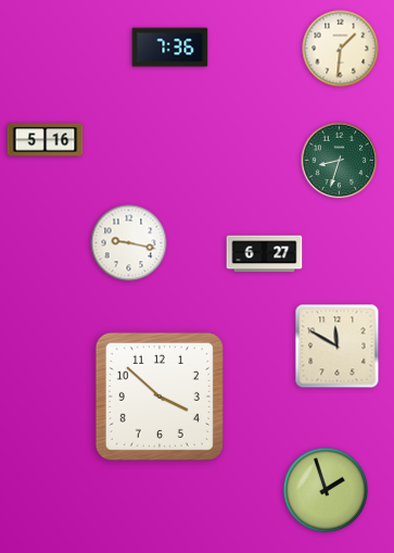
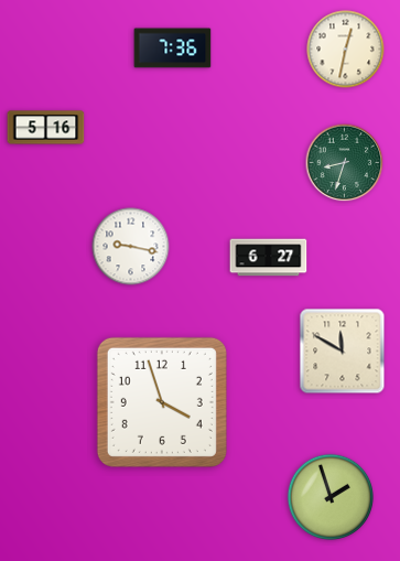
clock at (341, 49): 1:31 -> 12:32
clock at (46, 140) position: (46, 140) -> (46, 128)
clock at (160, 397): 3:52 -> 3:57
